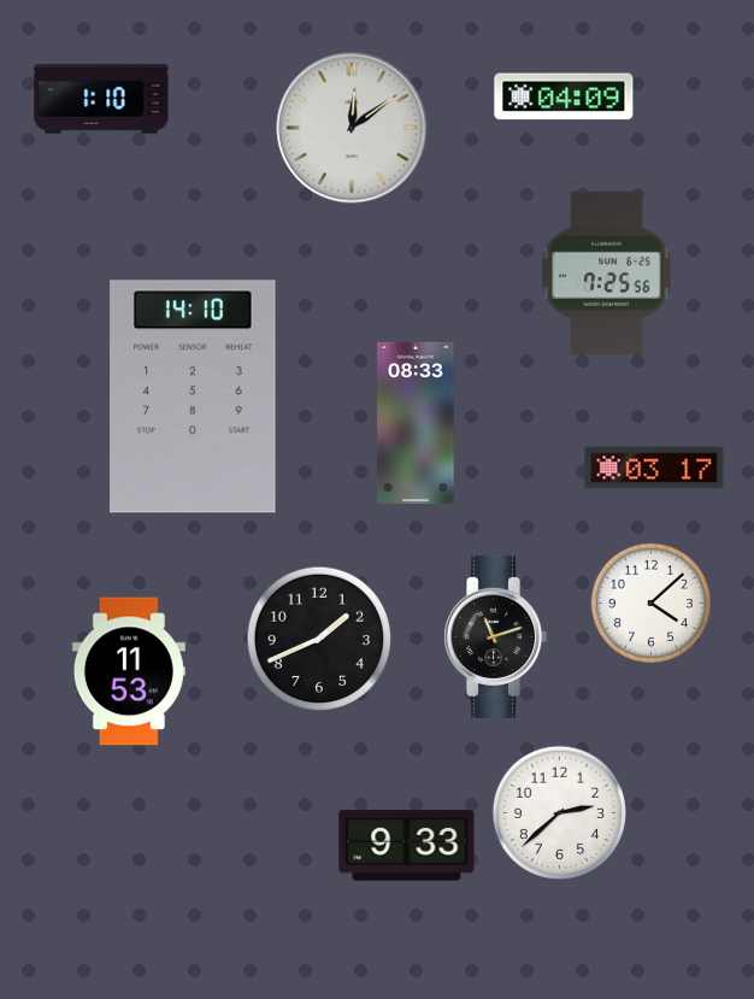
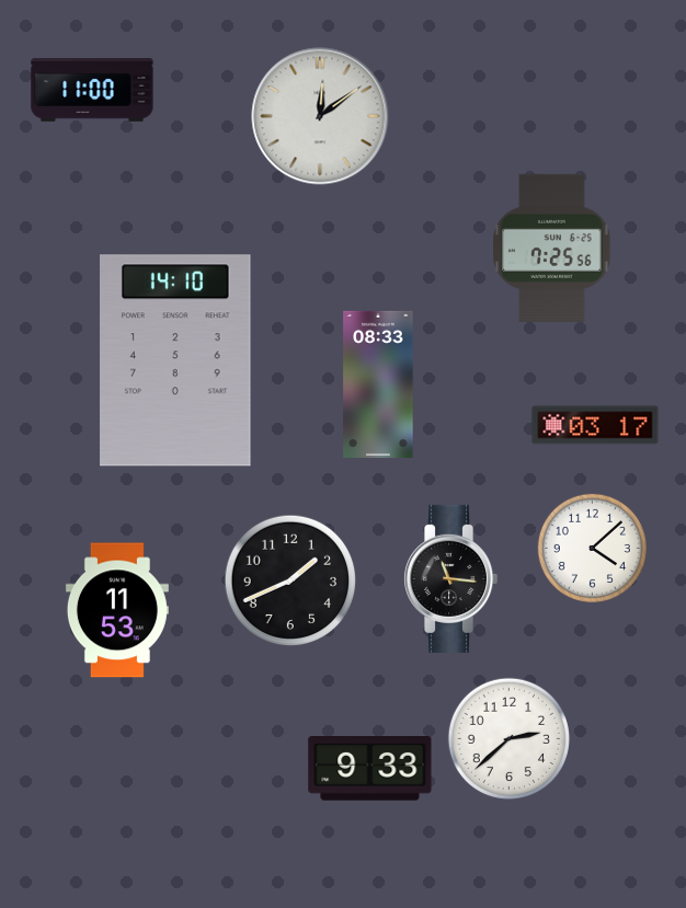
clock at (564, 96): 04:09 -> none
clock at (101, 100): 1:10 -> 11:00
clock at (496, 636): 11:12 -> 11:16
